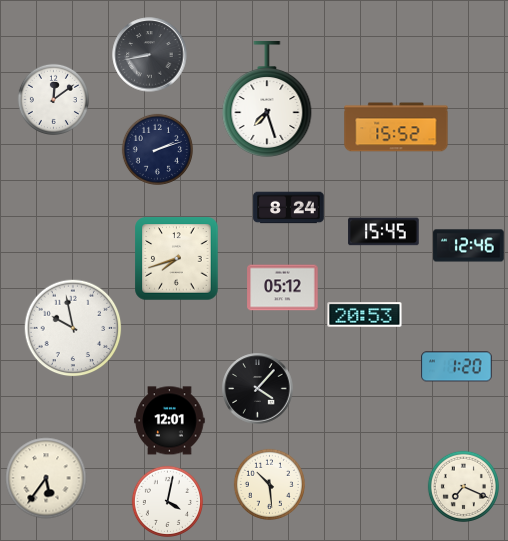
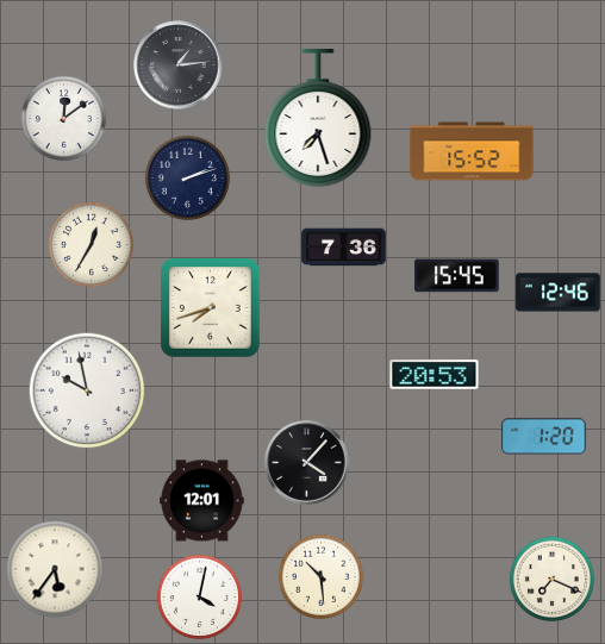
clock at (150, 55): 8:43 -> 1:14
clock at (91, 244): none -> 12:35
clock at (289, 208): 8:24 -> 7:36
clock at (283, 288): 05:12 -> none
